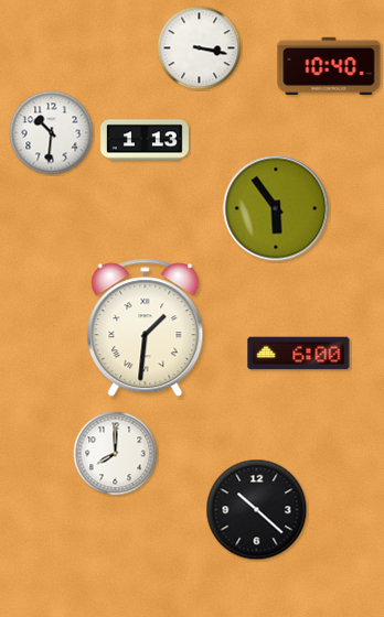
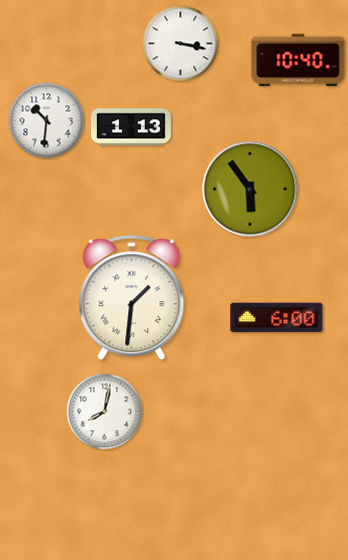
clock at (299, 354) position: (299, 354) -> (277, 318)
clock at (116, 454): 8:00 -> 8:02
clock at (257, 510): 10:22 -> none
